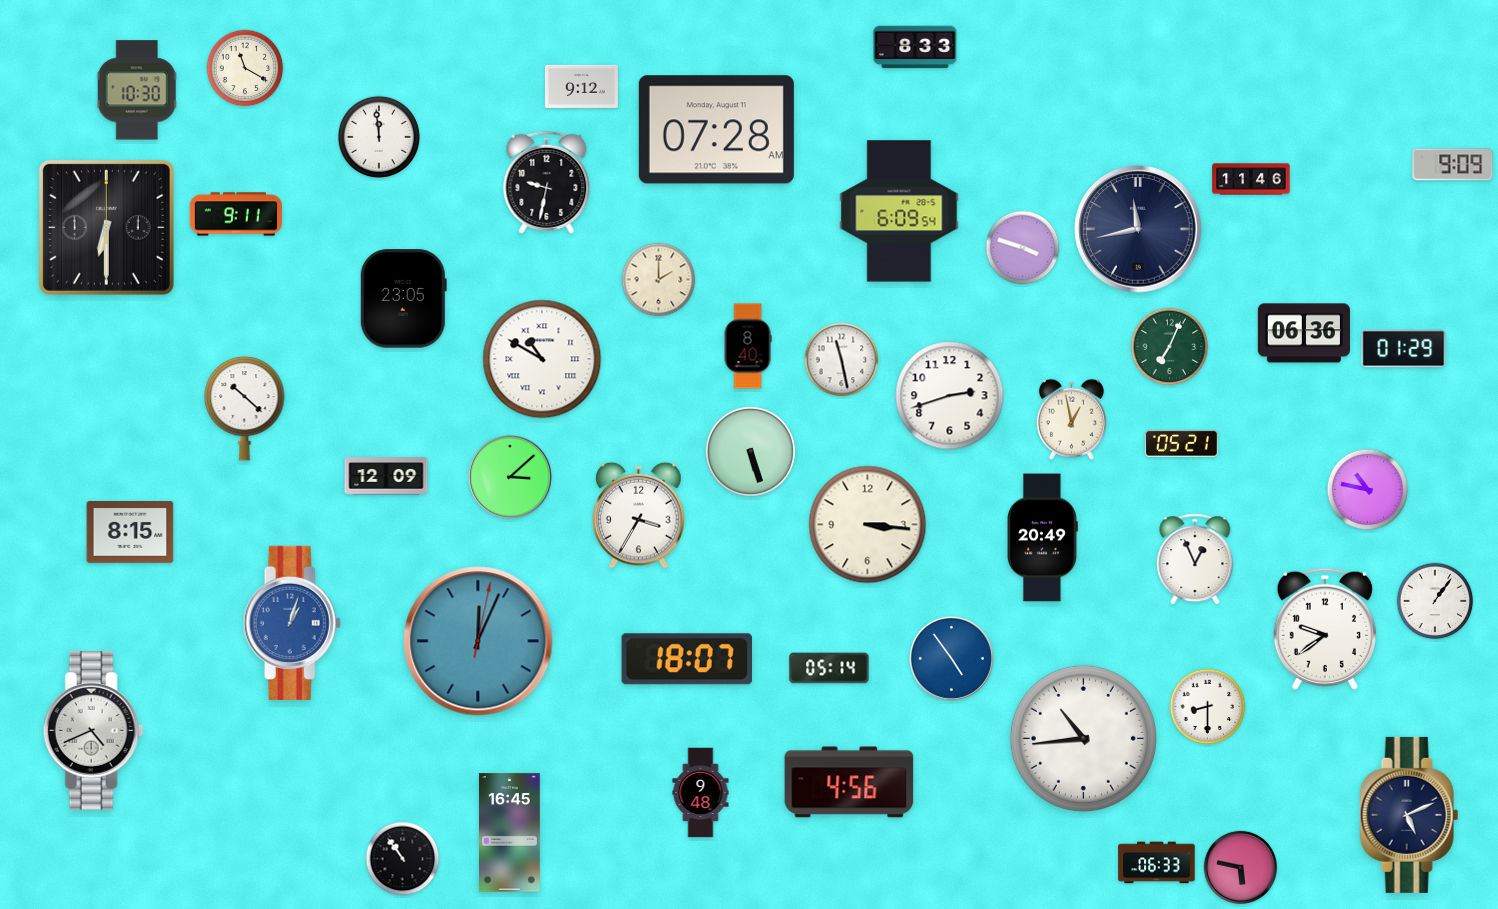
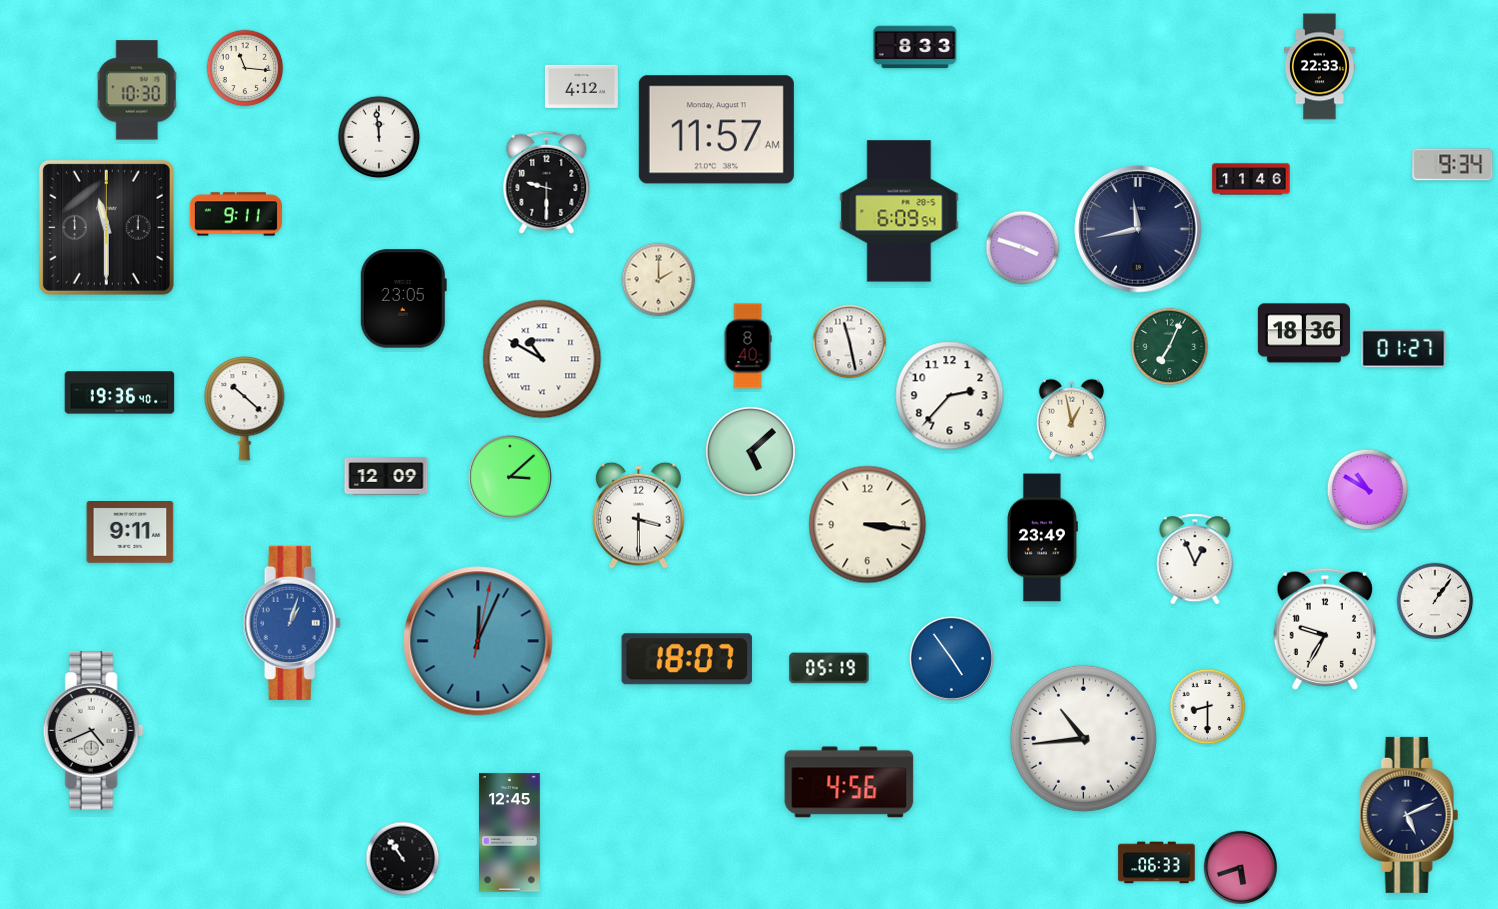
clock at (1319, 67): none -> 22:33
clock at (245, 68): 11:20 -> 11:16
clock at (581, 86): 9:12 -> 4:12
clock at (716, 130): 07:28 -> 11:57
clock at (1453, 165): 9:09 -> 9:34
clock at (547, 182): 9:32 -> 9:30
clock at (106, 227): 6:30 -> 11:30
clock at (1304, 333): 06:36 -> 18:36
clock at (1404, 349): 01:29 -> 01:27
clock at (842, 360) position: (842, 360) -> (850, 342)
clock at (120, 393): none -> 19:36
clock at (950, 396): 2:42 -> 2:37
clock at (1181, 444): 05:21 -> none
clock at (750, 451): 5:27 -> 5:08
clock at (1368, 490): 10:47 -> 10:50
clock at (639, 515): 3:35 -> 3:30
clock at (130, 533): 8:15 -> 9:11
clock at (1042, 538): 20:49 -> 23:49
clock at (1325, 629): 9:39 -> 9:35
clock at (829, 668): 05:14 -> 05:19
clock at (701, 793): 9:48 -> none
clock at (510, 833): 16:45 -> 12:45
clock at (1240, 867): 5:47 -> 5:42
